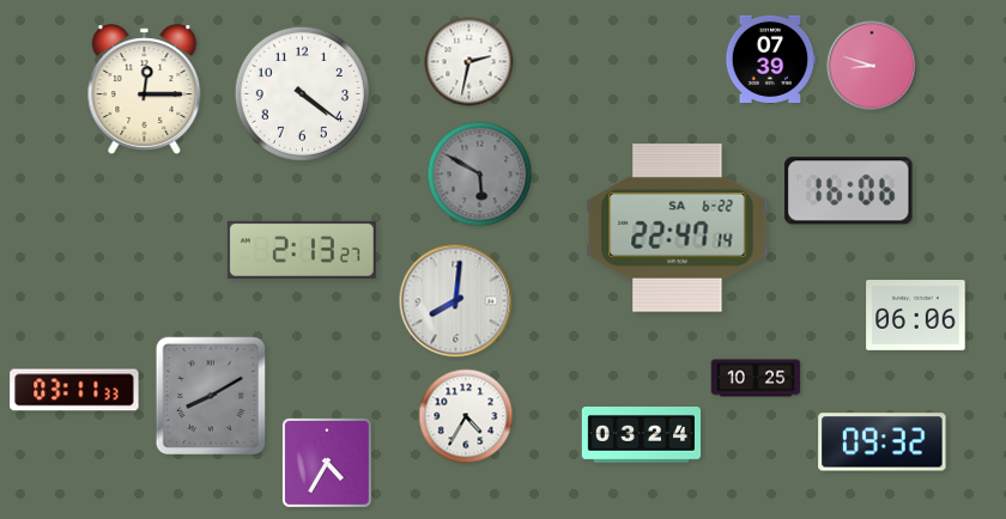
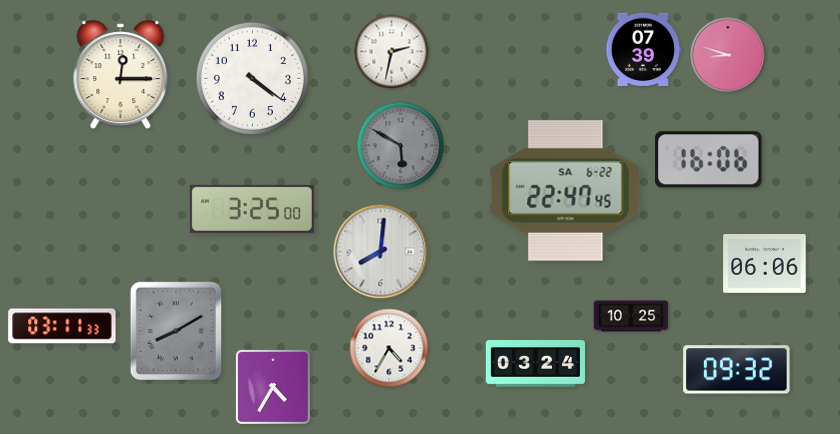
clock at (678, 228): 22:47:14 -> 22:47:45
clock at (302, 250): 2:13 -> 3:25
